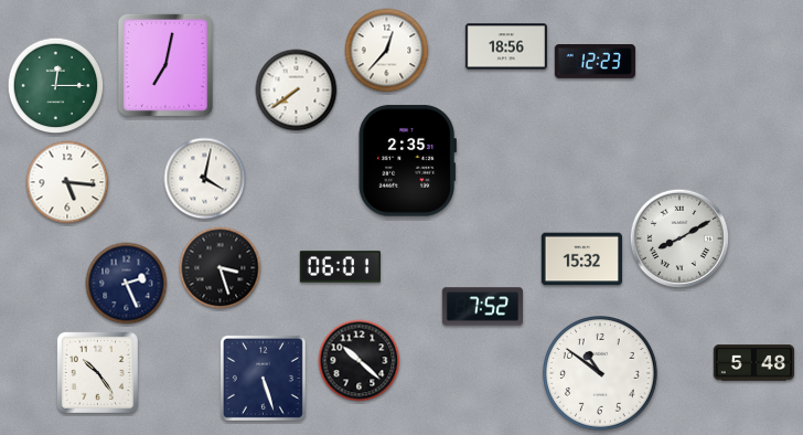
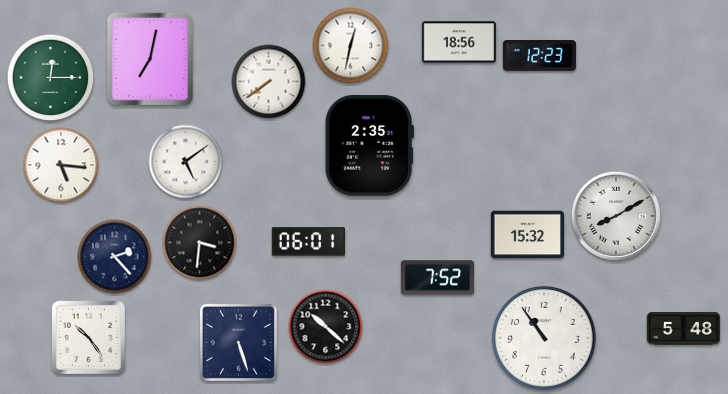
clock at (387, 51): 12:37 -> 12:32
clock at (205, 179): 4:02 -> 5:09
clock at (221, 268): 3:27 -> 3:31
clock at (127, 284): 2:26 -> 2:23
clock at (601, 374): 10:51 -> 10:54
